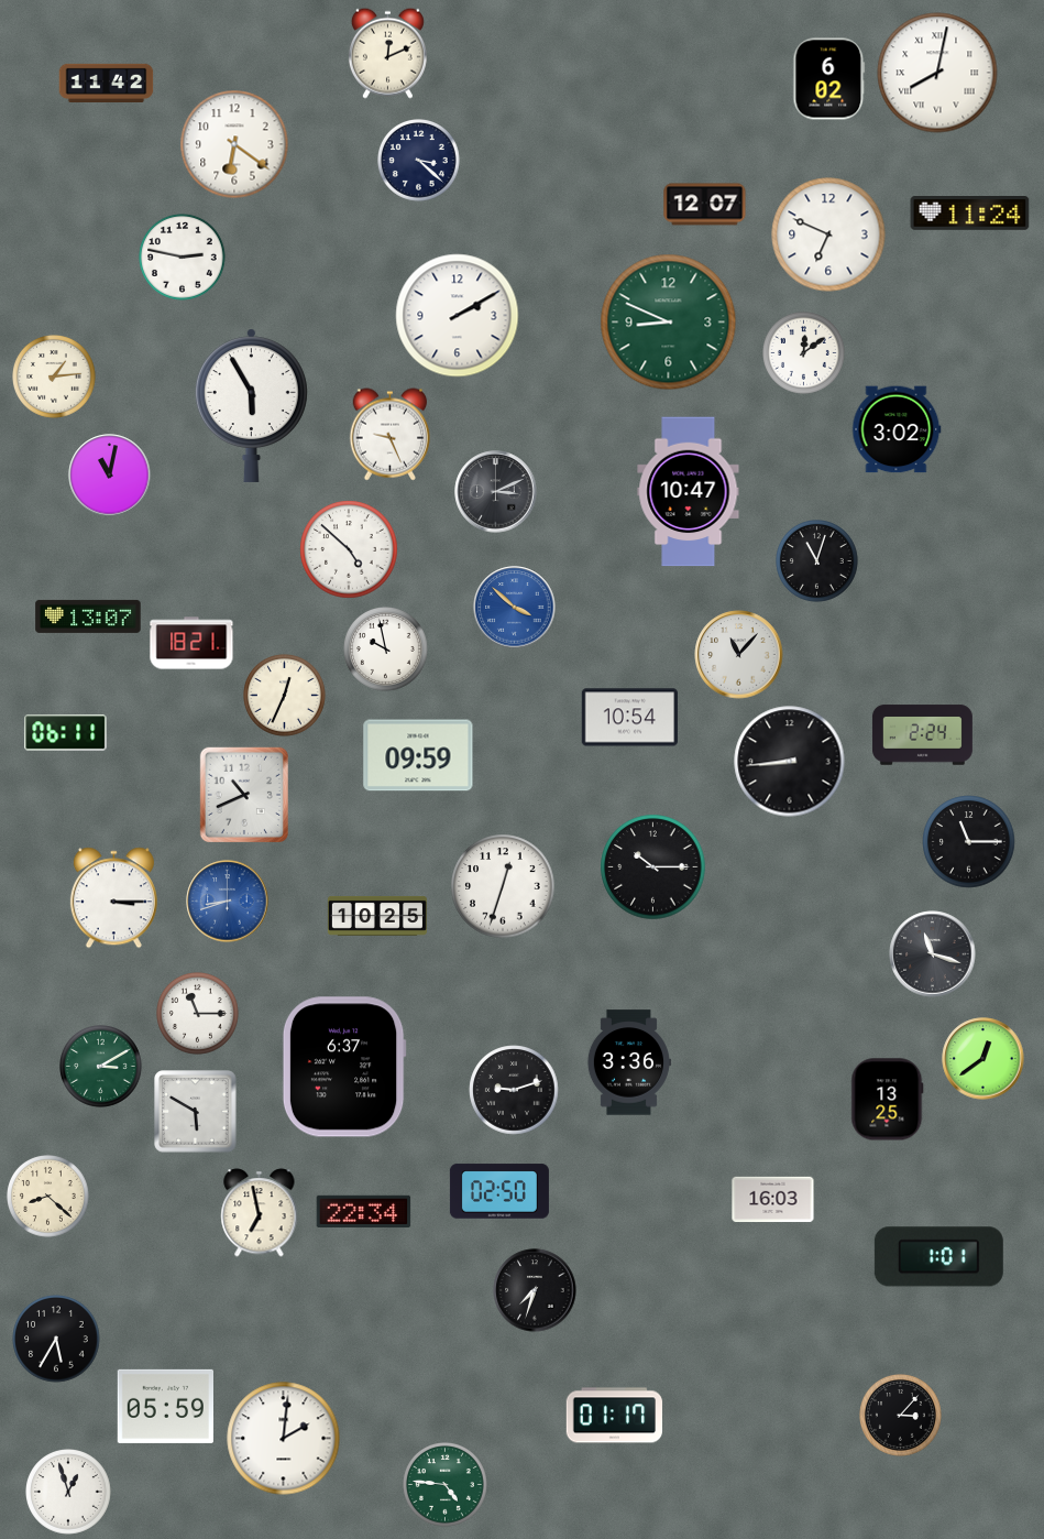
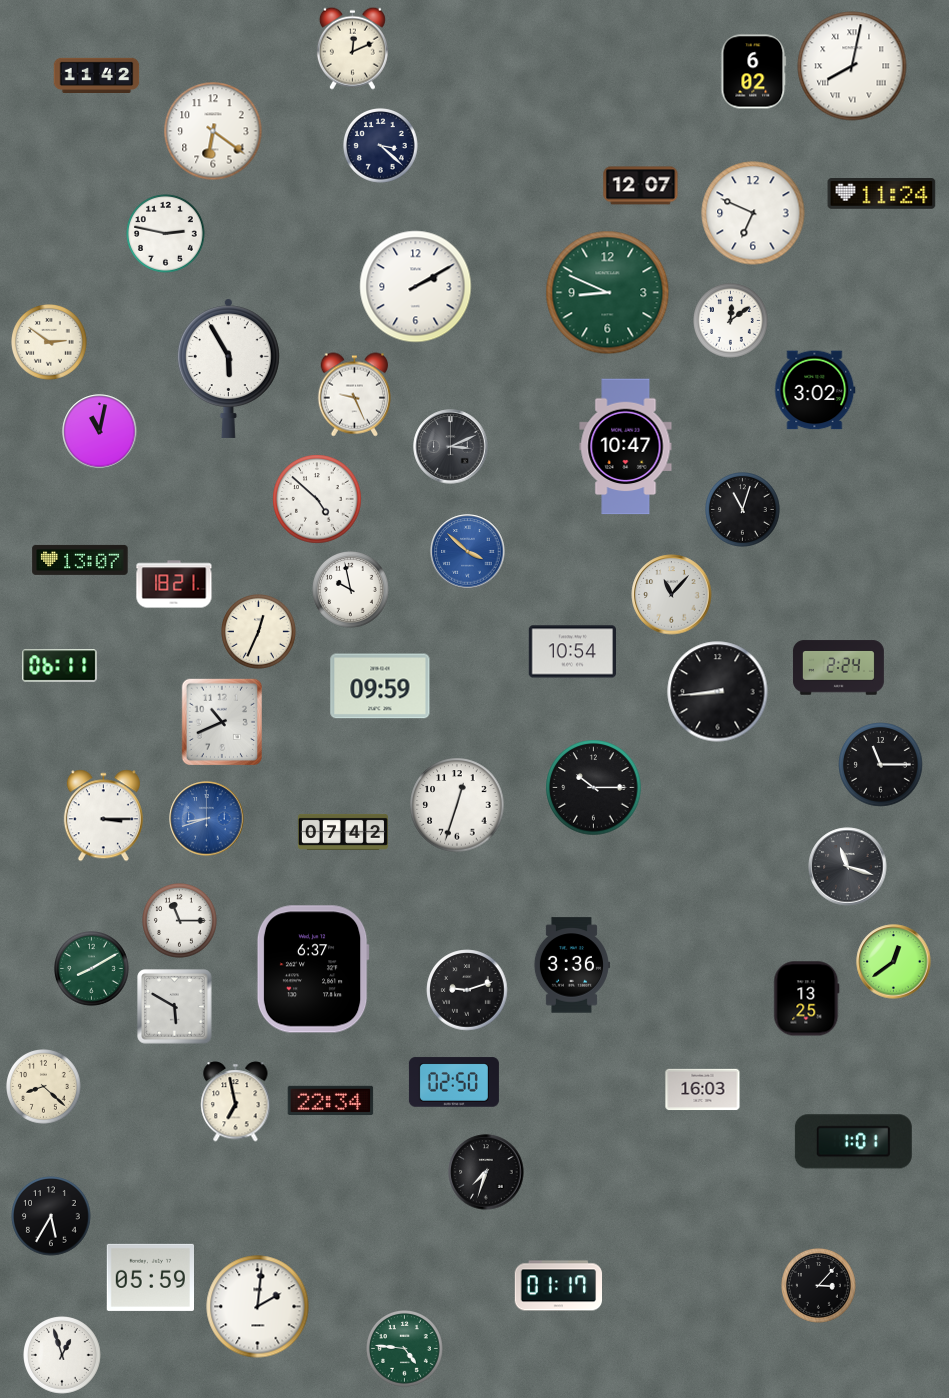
clock at (55, 378): 1:14 -> 2:51
clock at (377, 916): 10:25 -> 07:42
clock at (101, 1067): 3:10 -> 8:10
clock at (196, 1112) position: (196, 1112) -> (175, 1007)
